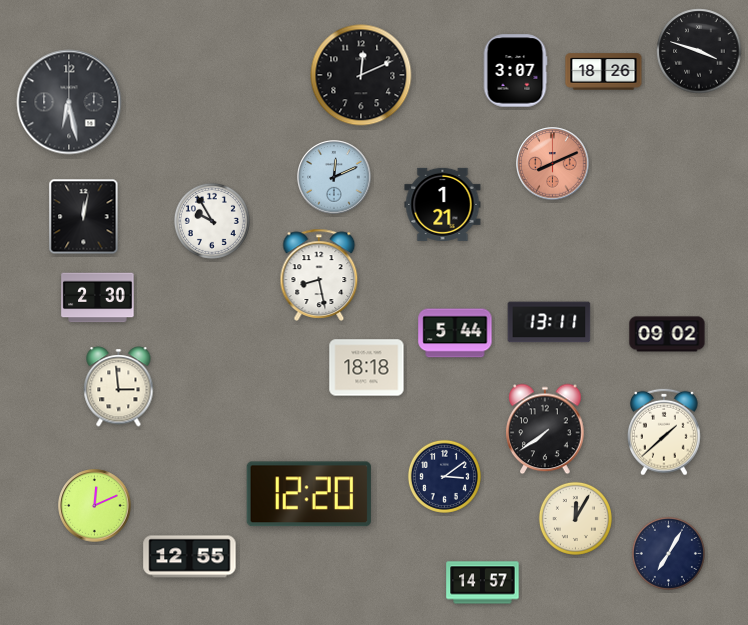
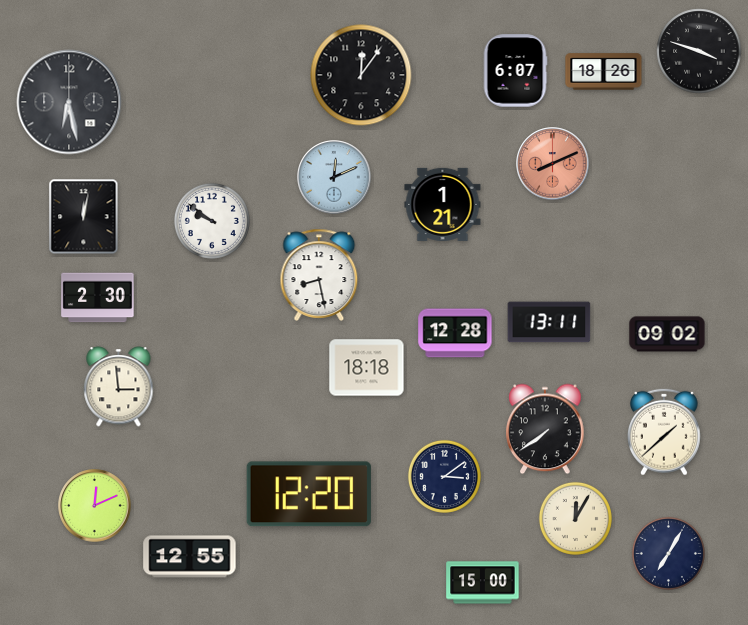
clock at (515, 71): 3:07 -> 6:07
clock at (361, 75): 12:11 -> 12:06
clock at (212, 221): 9:55 -> 9:51
clock at (455, 333): 5:44 -> 12:28
clock at (483, 583): 14:57 -> 15:00
